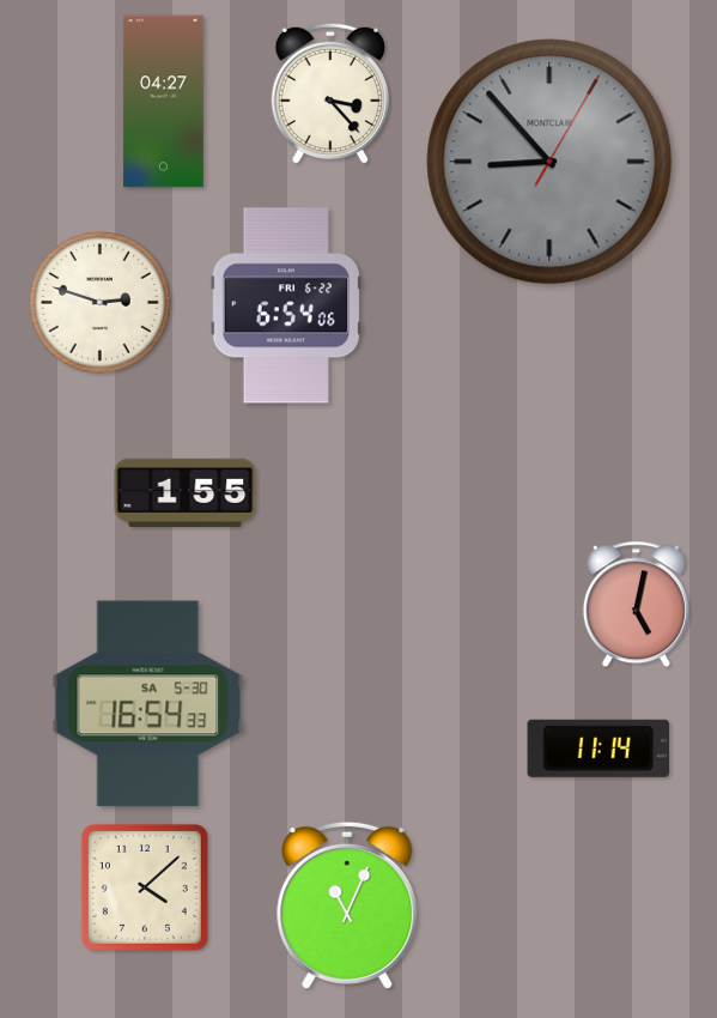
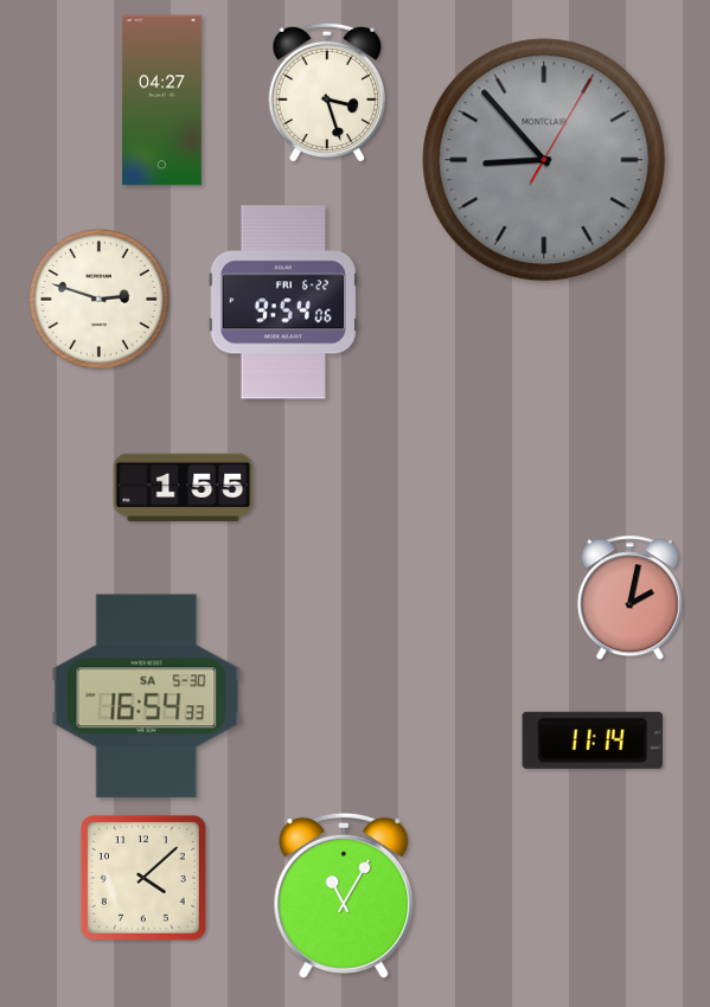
clock at (330, 93): 3:23 -> 3:27
clock at (286, 305): 6:54 -> 9:54
clock at (636, 605): 5:02 -> 2:02
clock at (347, 905): 11:04 -> 11:05
